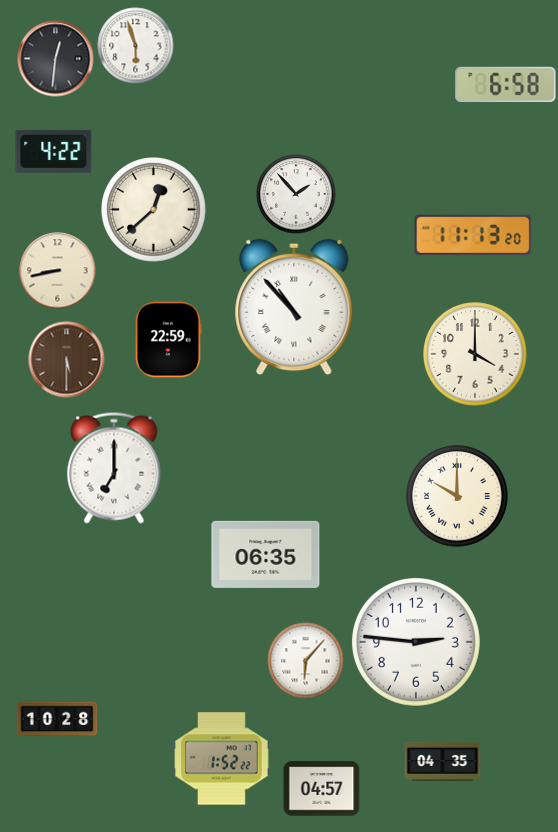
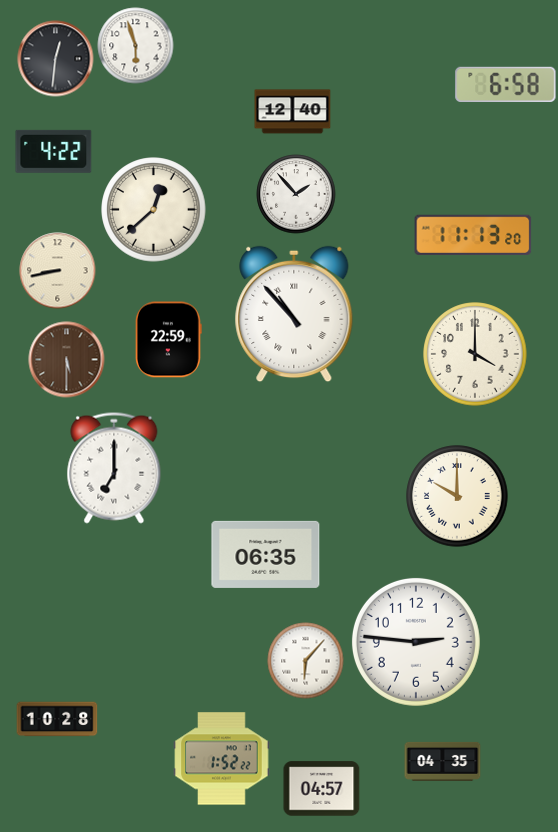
clock at (293, 112): none -> 12:40
clock at (294, 307) position: (294, 307) -> (294, 314)
